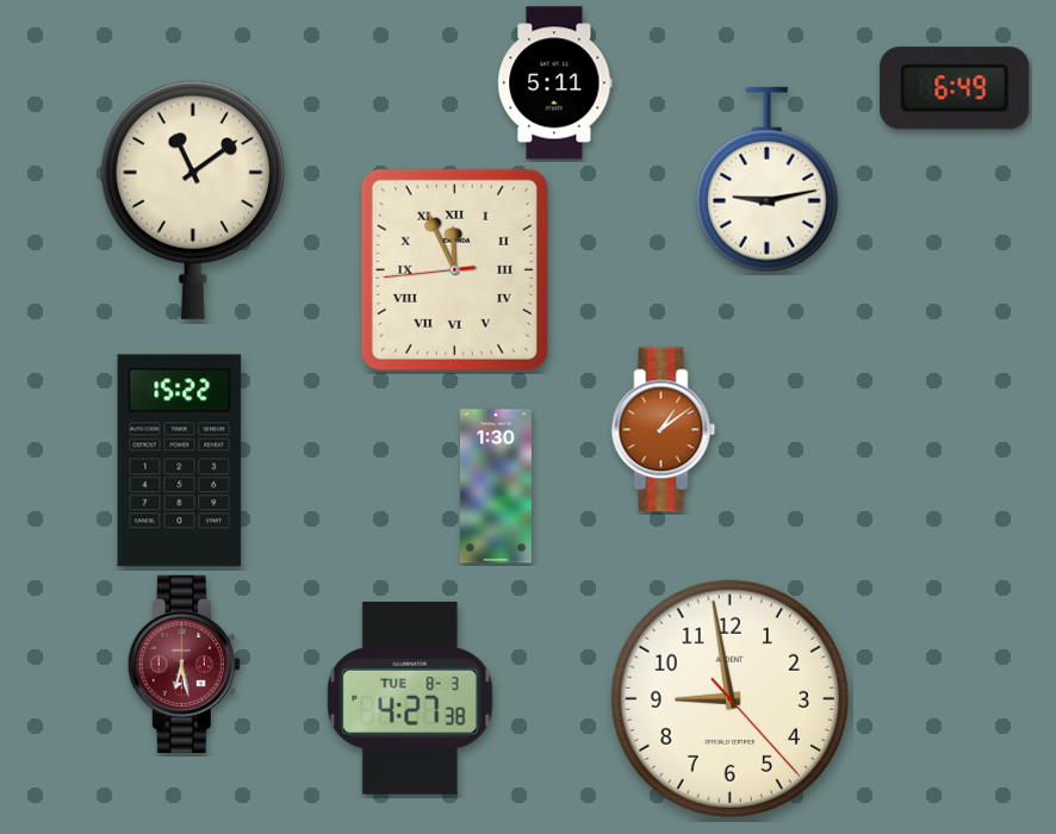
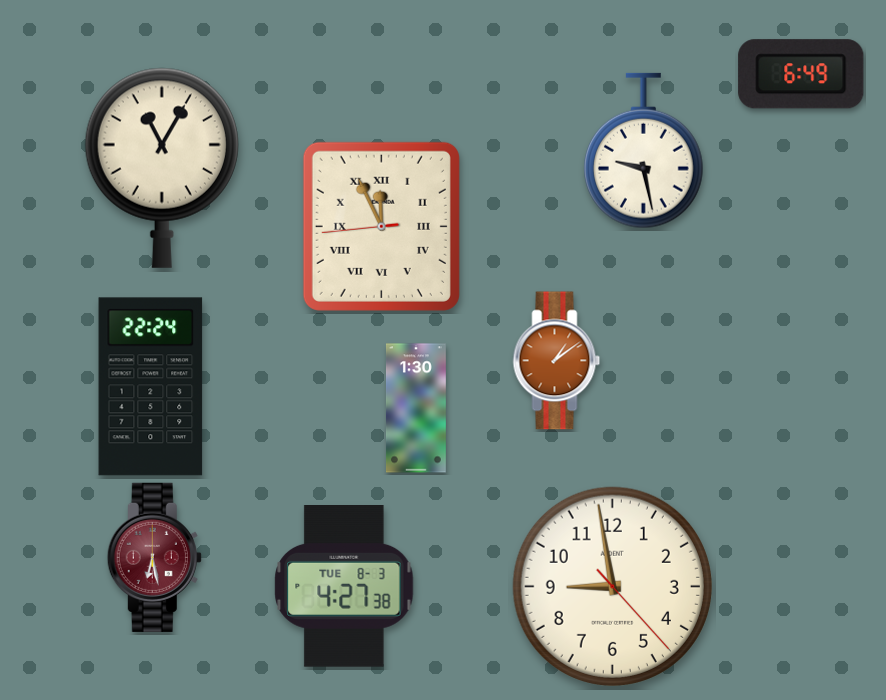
clock at (555, 83): 5:11 -> none
clock at (768, 180): 9:13 -> 9:28
clock at (193, 200): 11:09 -> 11:05
clock at (180, 461): 15:22 -> 22:24
